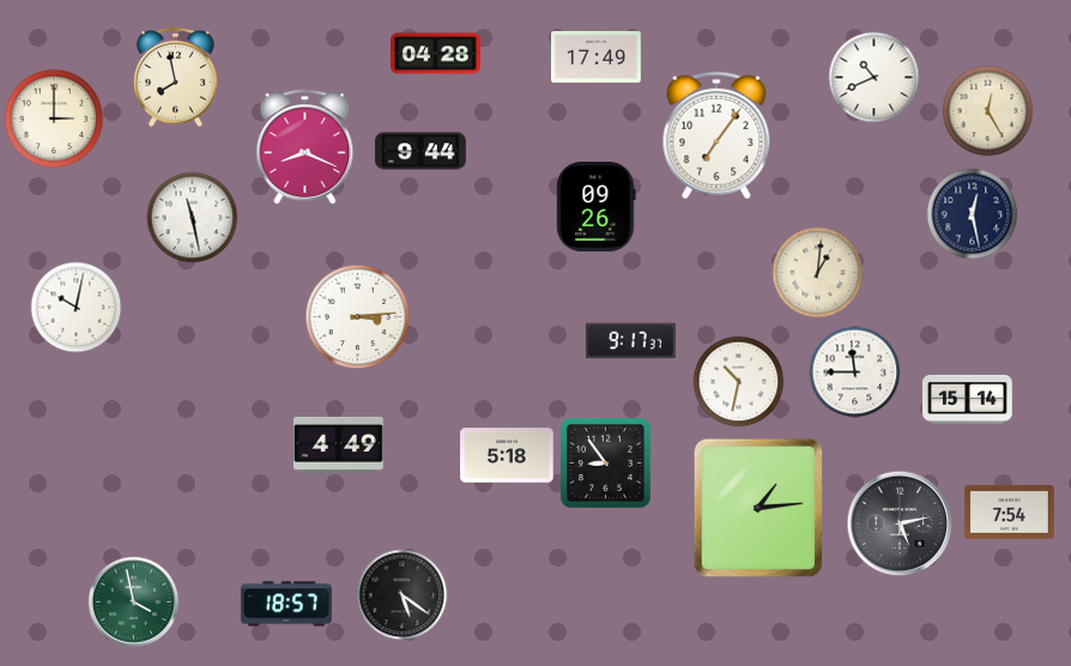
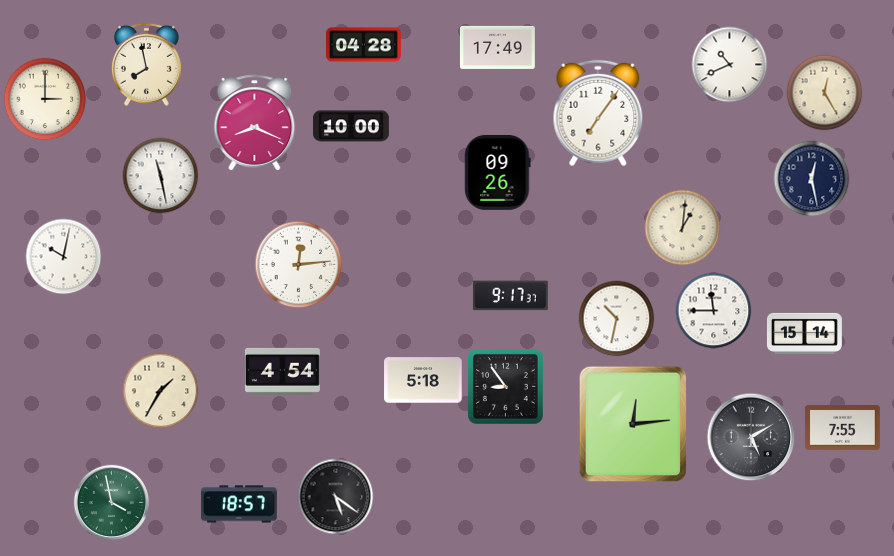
clock at (420, 151): 9:44 -> 10:00
clock at (193, 218) position: (193, 218) -> (161, 176)
clock at (358, 317): 3:14 -> 12:14
clock at (630, 341) position: (630, 341) -> (510, 296)
clock at (968, 399) position: (968, 399) -> (805, 333)
clock at (338, 444): 4:49 -> 4:54
clock at (161, 391): none -> 1:35
clock at (758, 508): 1:14 -> 12:14
clock at (1009, 511): 7:54 -> 7:55
clock at (900, 523): 5:13 -> 5:10
